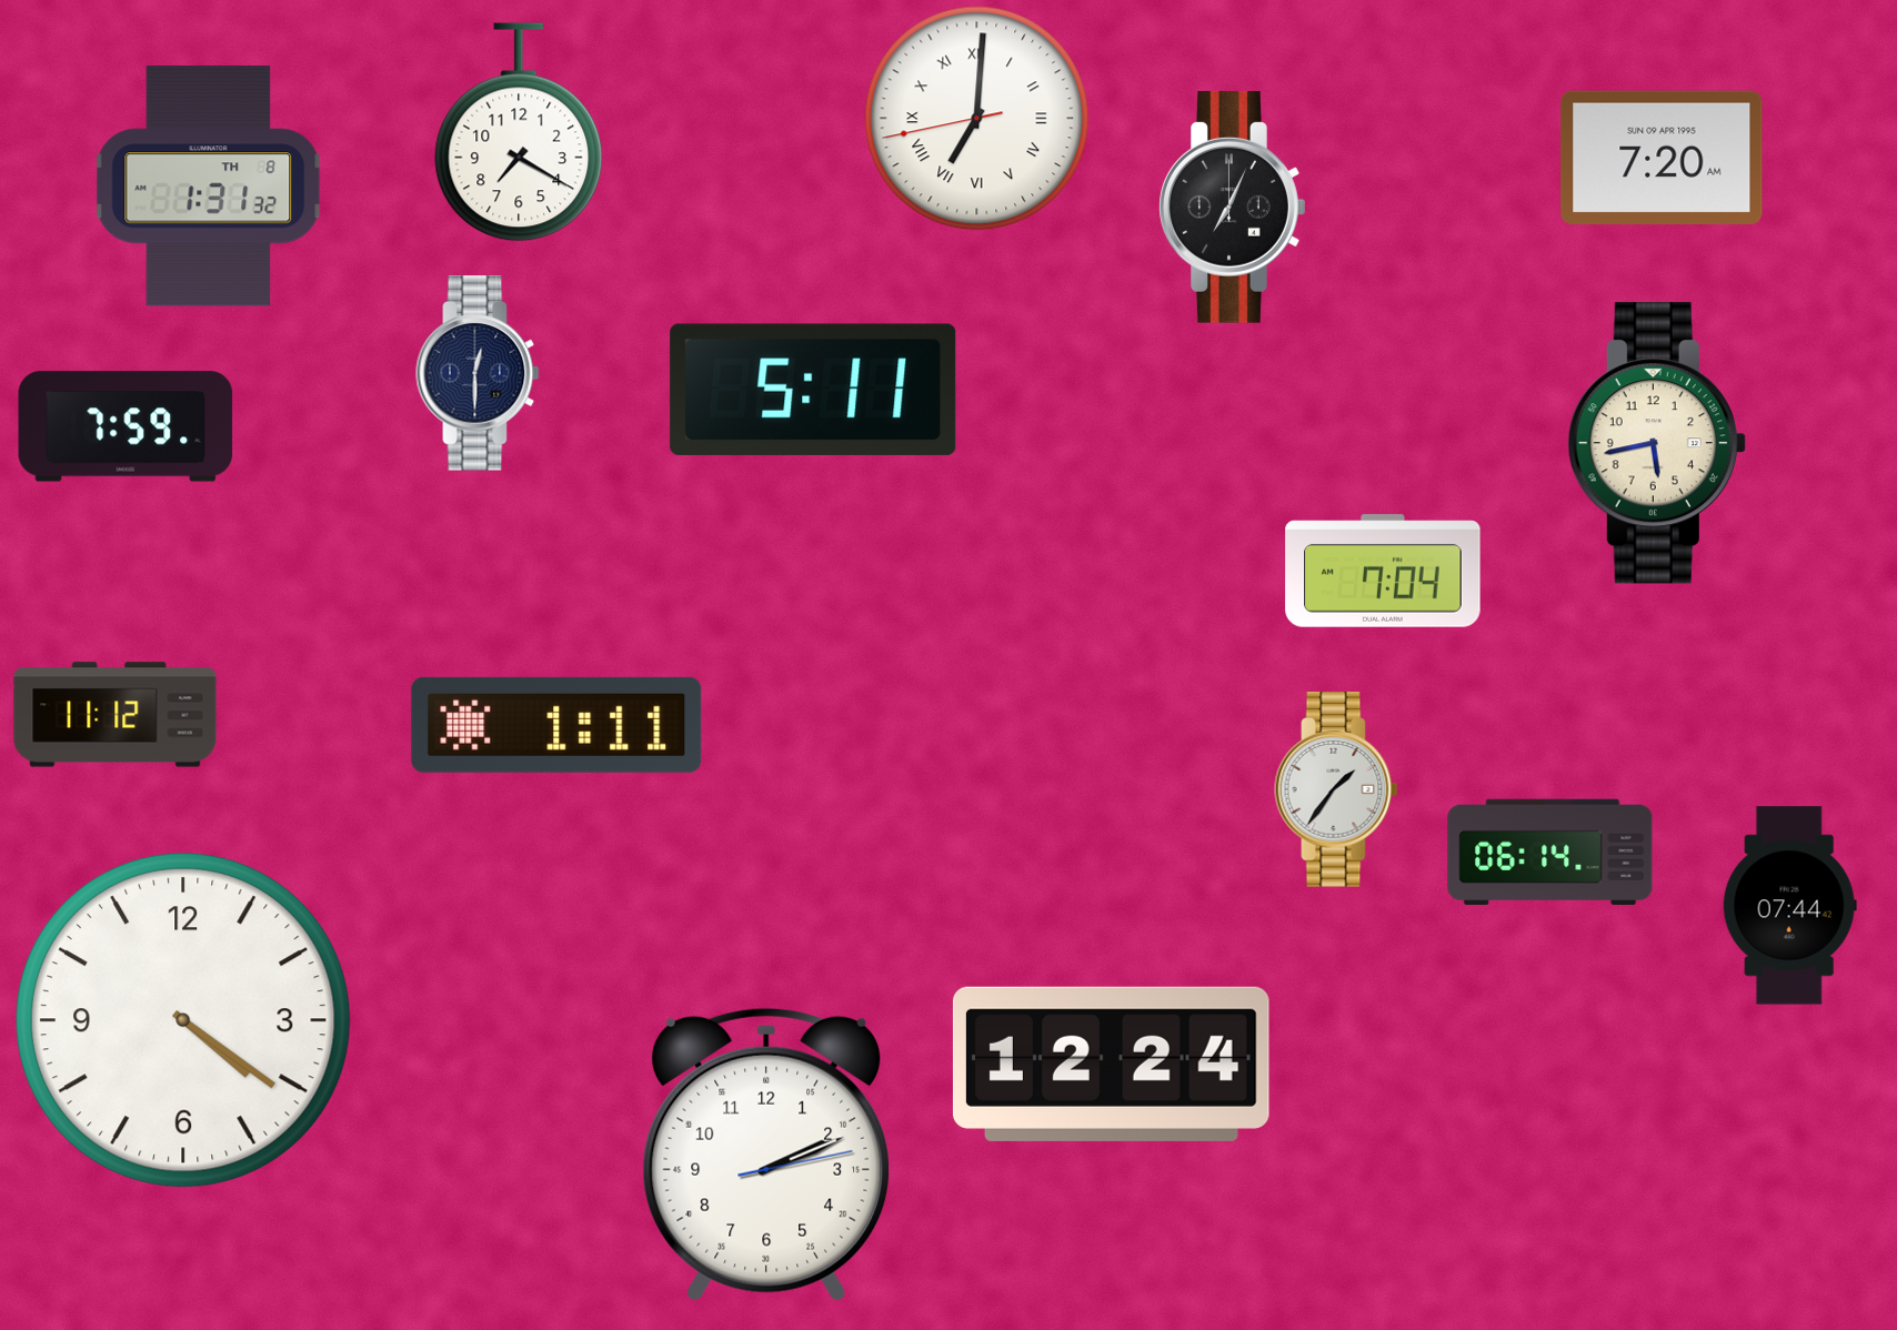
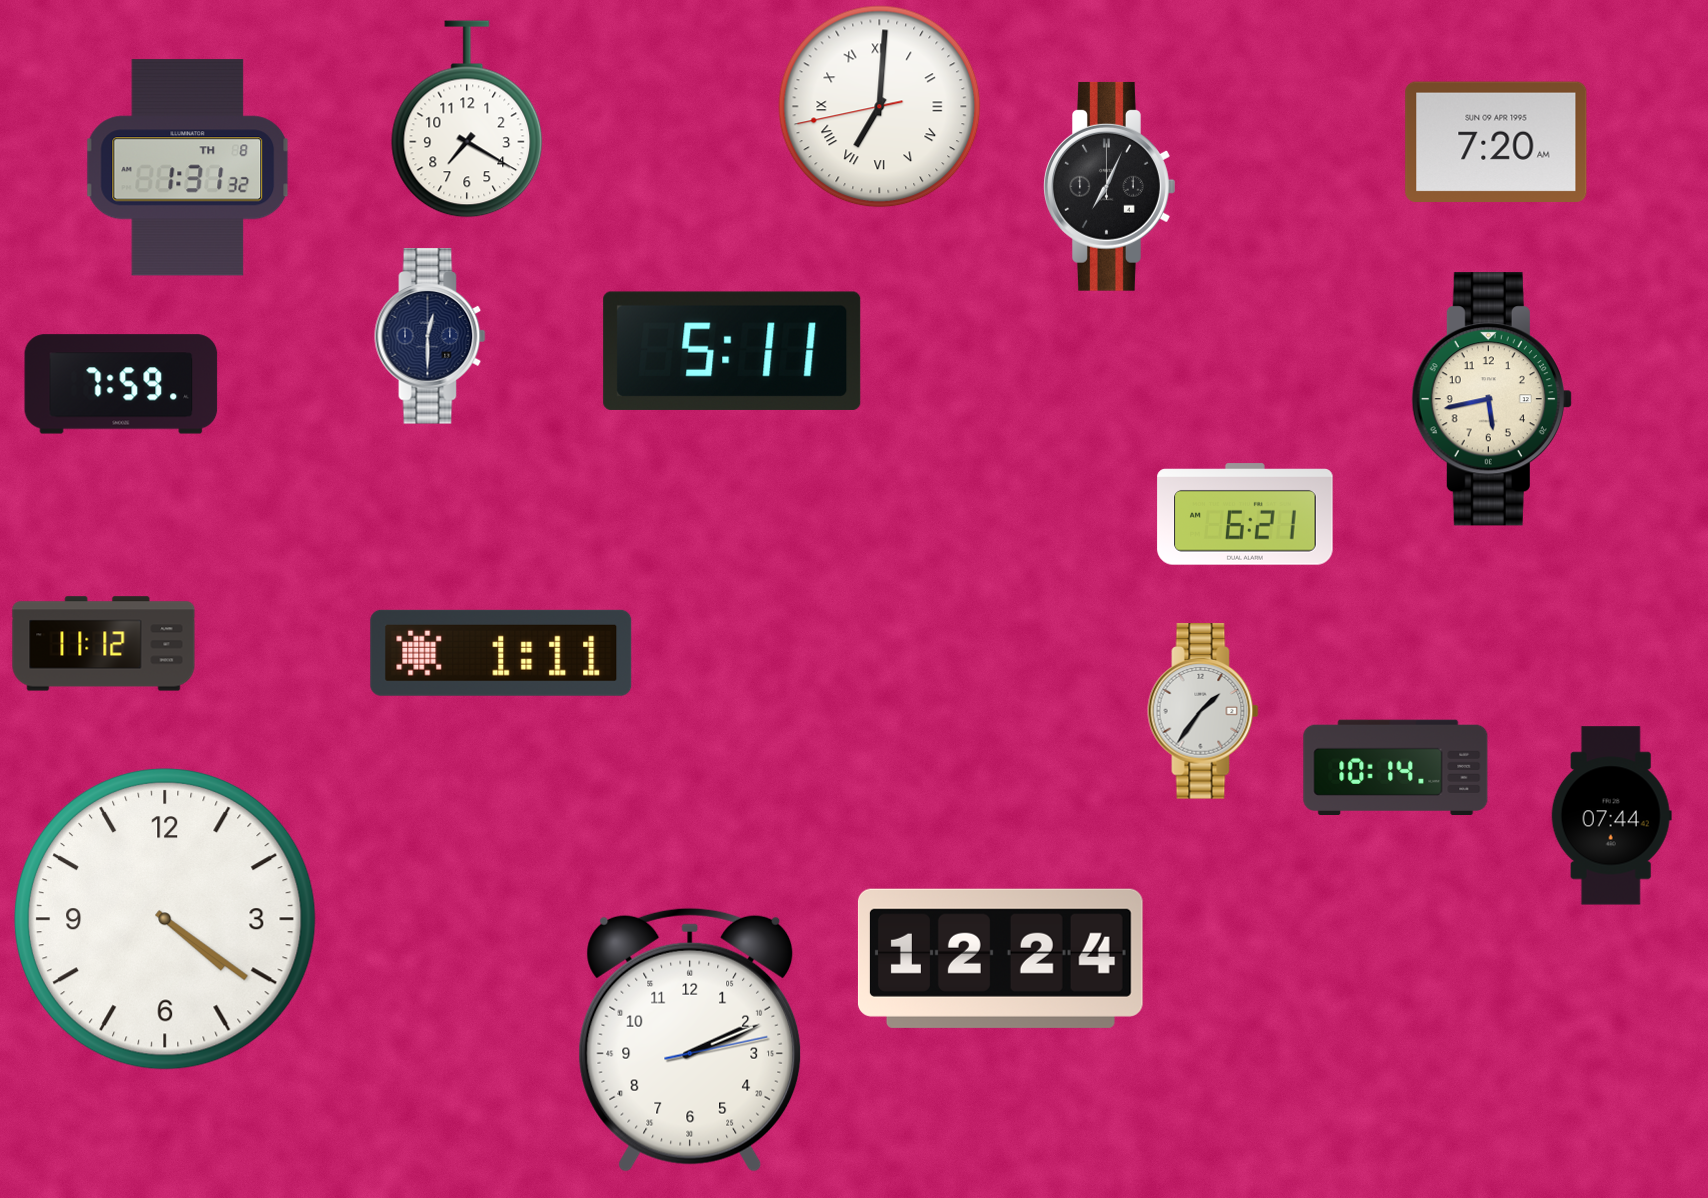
clock at (126, 426) position: (126, 426) -> (121, 384)
clock at (1383, 571): 7:04 -> 6:21
clock at (1550, 852): 06:14 -> 10:14
